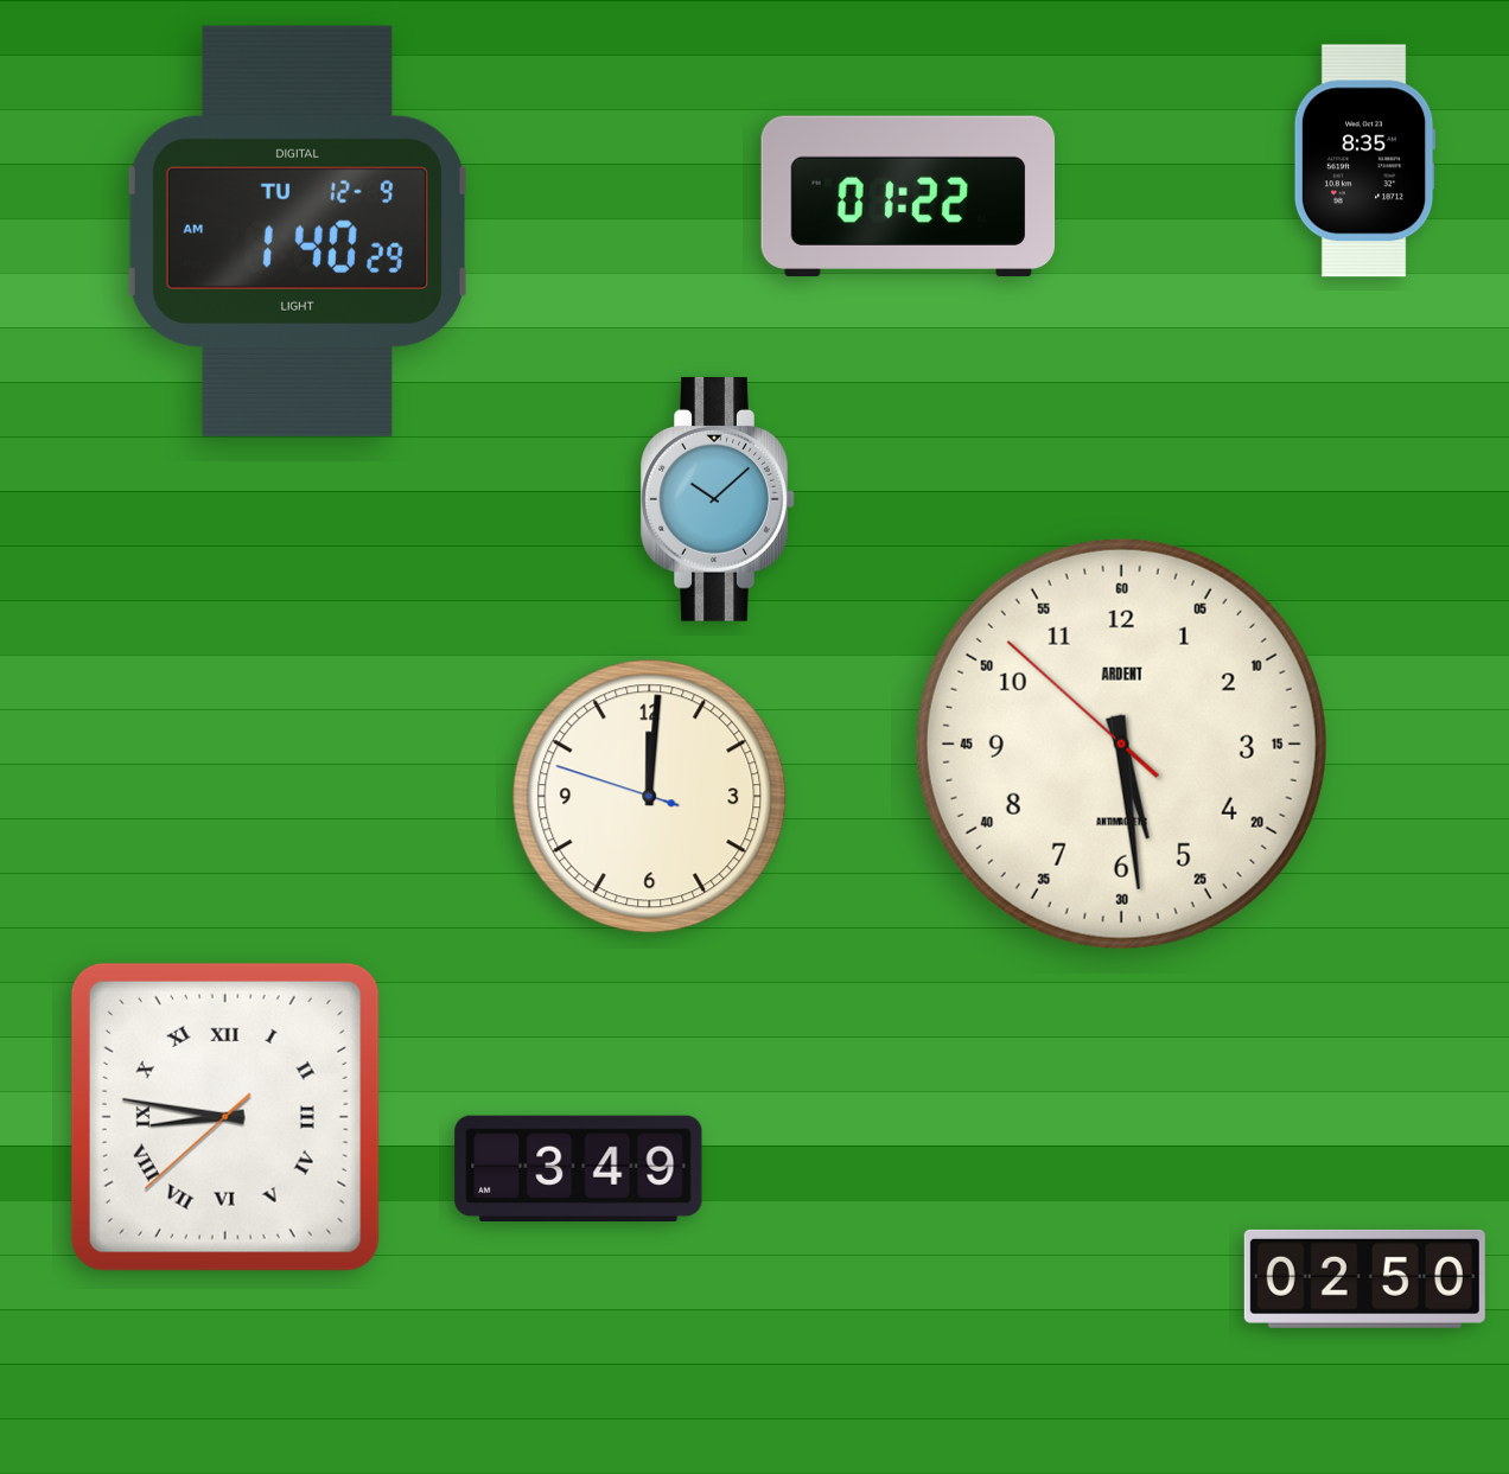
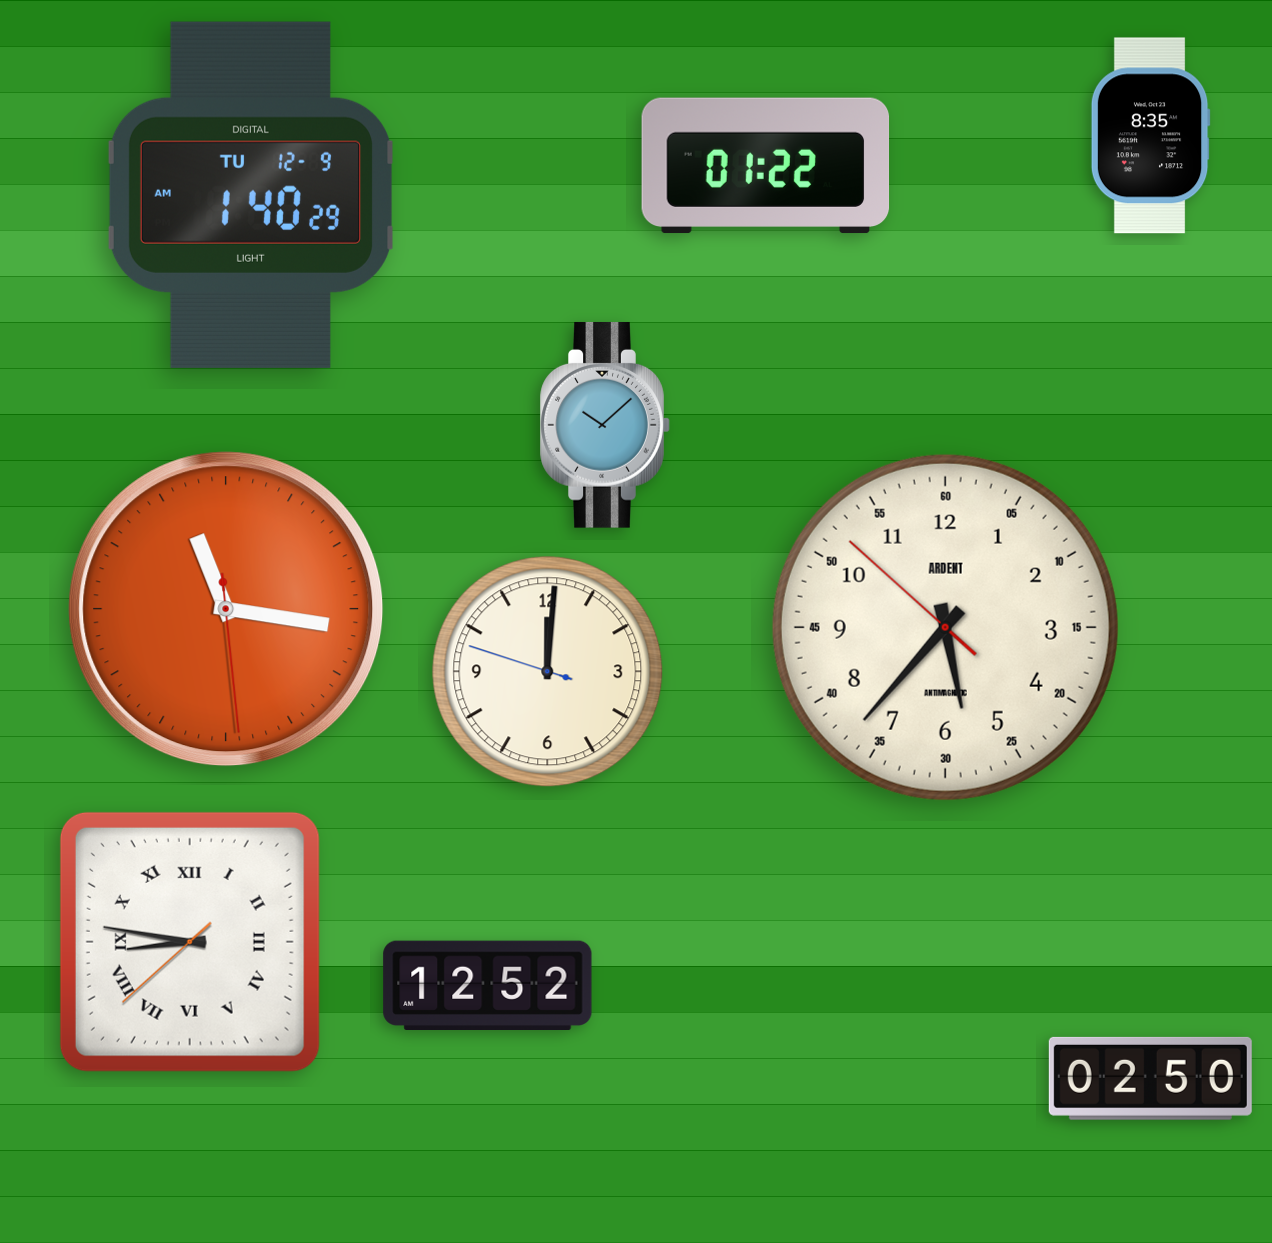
clock at (718, 499) position: (718, 499) -> (605, 425)
clock at (226, 609): none -> 11:16
clock at (1121, 744): 5:28 -> 5:36
clock at (579, 1168): 3:49 -> 12:52
